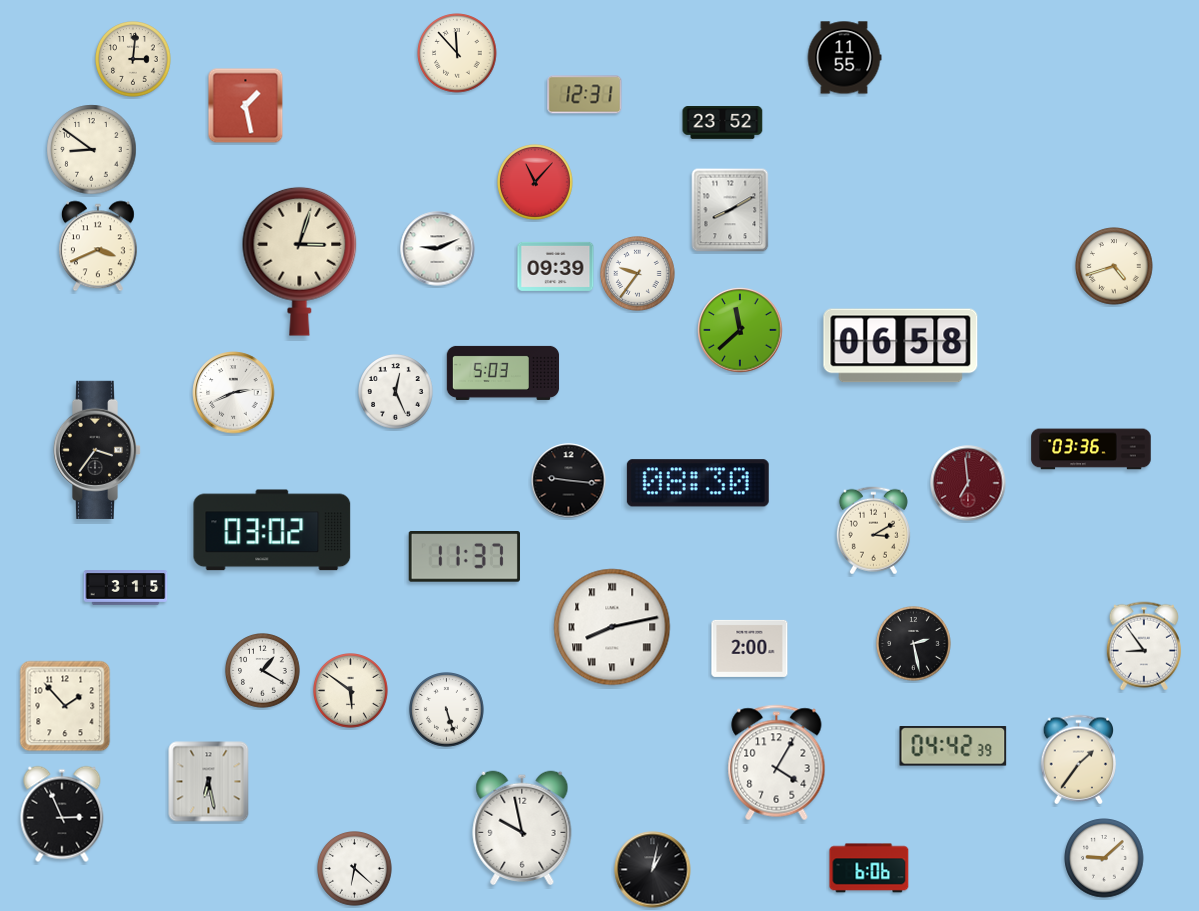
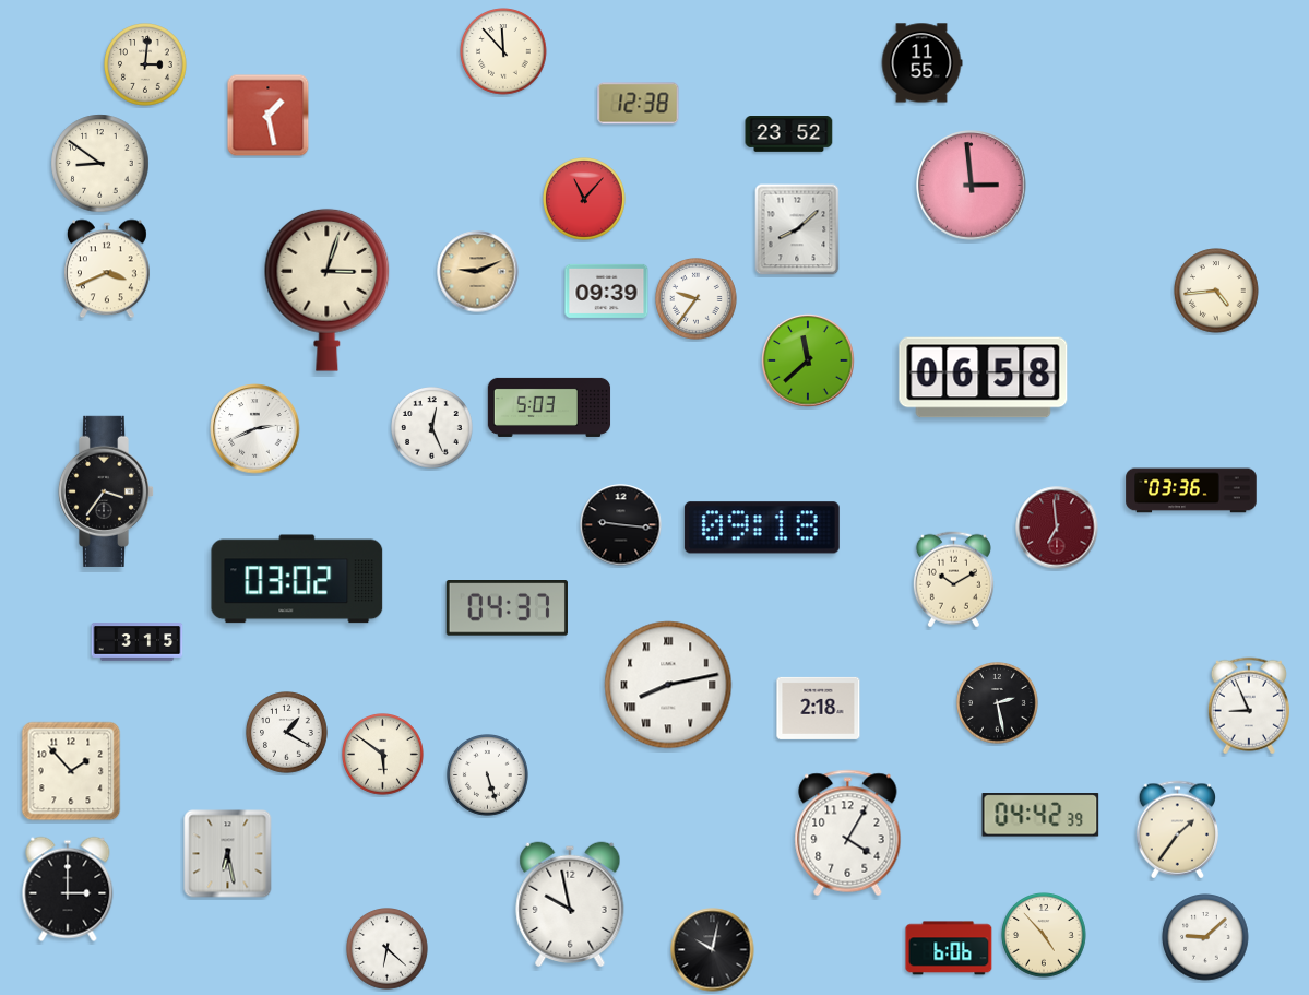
clock at (457, 53) position: (457, 53) -> (503, 51)
clock at (585, 95): 12:31 -> 12:38
clock at (972, 186): none -> 2:59
clock at (730, 210): 8:10 -> 8:08
clock at (438, 249) dial: white -> champagne
clock at (300, 261) position: (300, 261) -> (328, 289)
clock at (1114, 266): 4:42 -> 4:44
clock at (698, 483): 08:30 -> 09:18
clock at (873, 531): 3:10 -> 10:10
clock at (464, 557): 11:37 -> 04:37
clock at (1144, 646): 8:54 -> 8:56
clock at (750, 648): 2:00 -> 2:18
clock at (62, 814): 2:56 -> 3:00
clock at (1044, 935): none -> 4:53
clock at (653, 870): 1:02 -> 10:02
